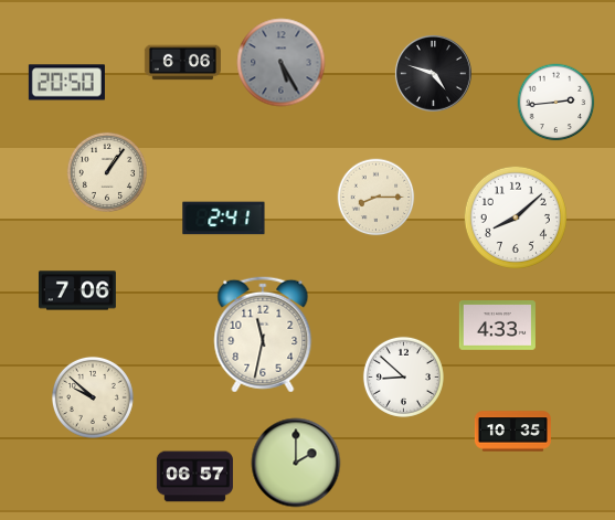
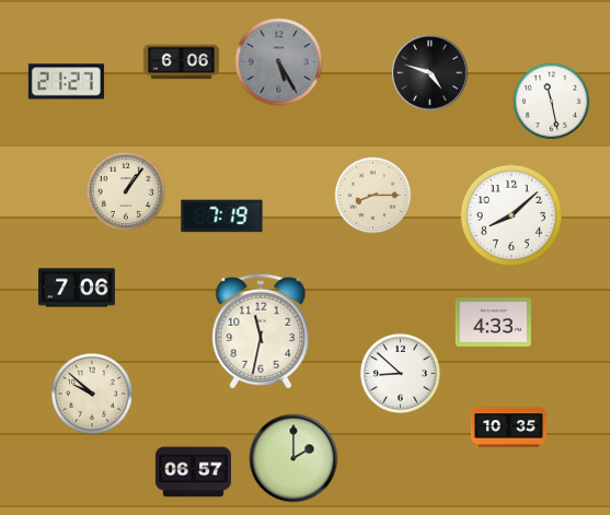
clock at (66, 83): 20:50 -> 21:27
clock at (556, 103): 2:44 -> 11:28
clock at (107, 172) position: (107, 172) -> (126, 191)
clock at (224, 219): 2:41 -> 7:19
